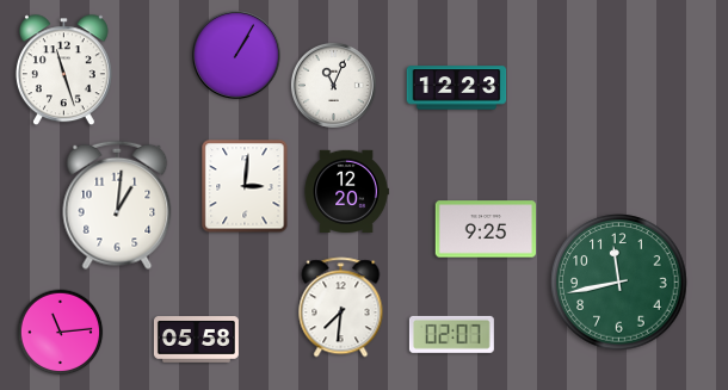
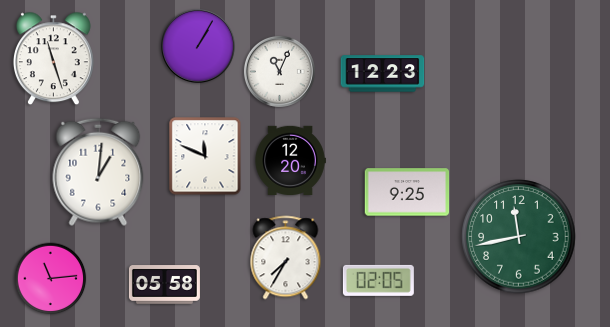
clock at (245, 186): 3:01 -> 11:49
clock at (341, 308): 7:31 -> 7:35
clock at (451, 334): 02:07 -> 02:05
